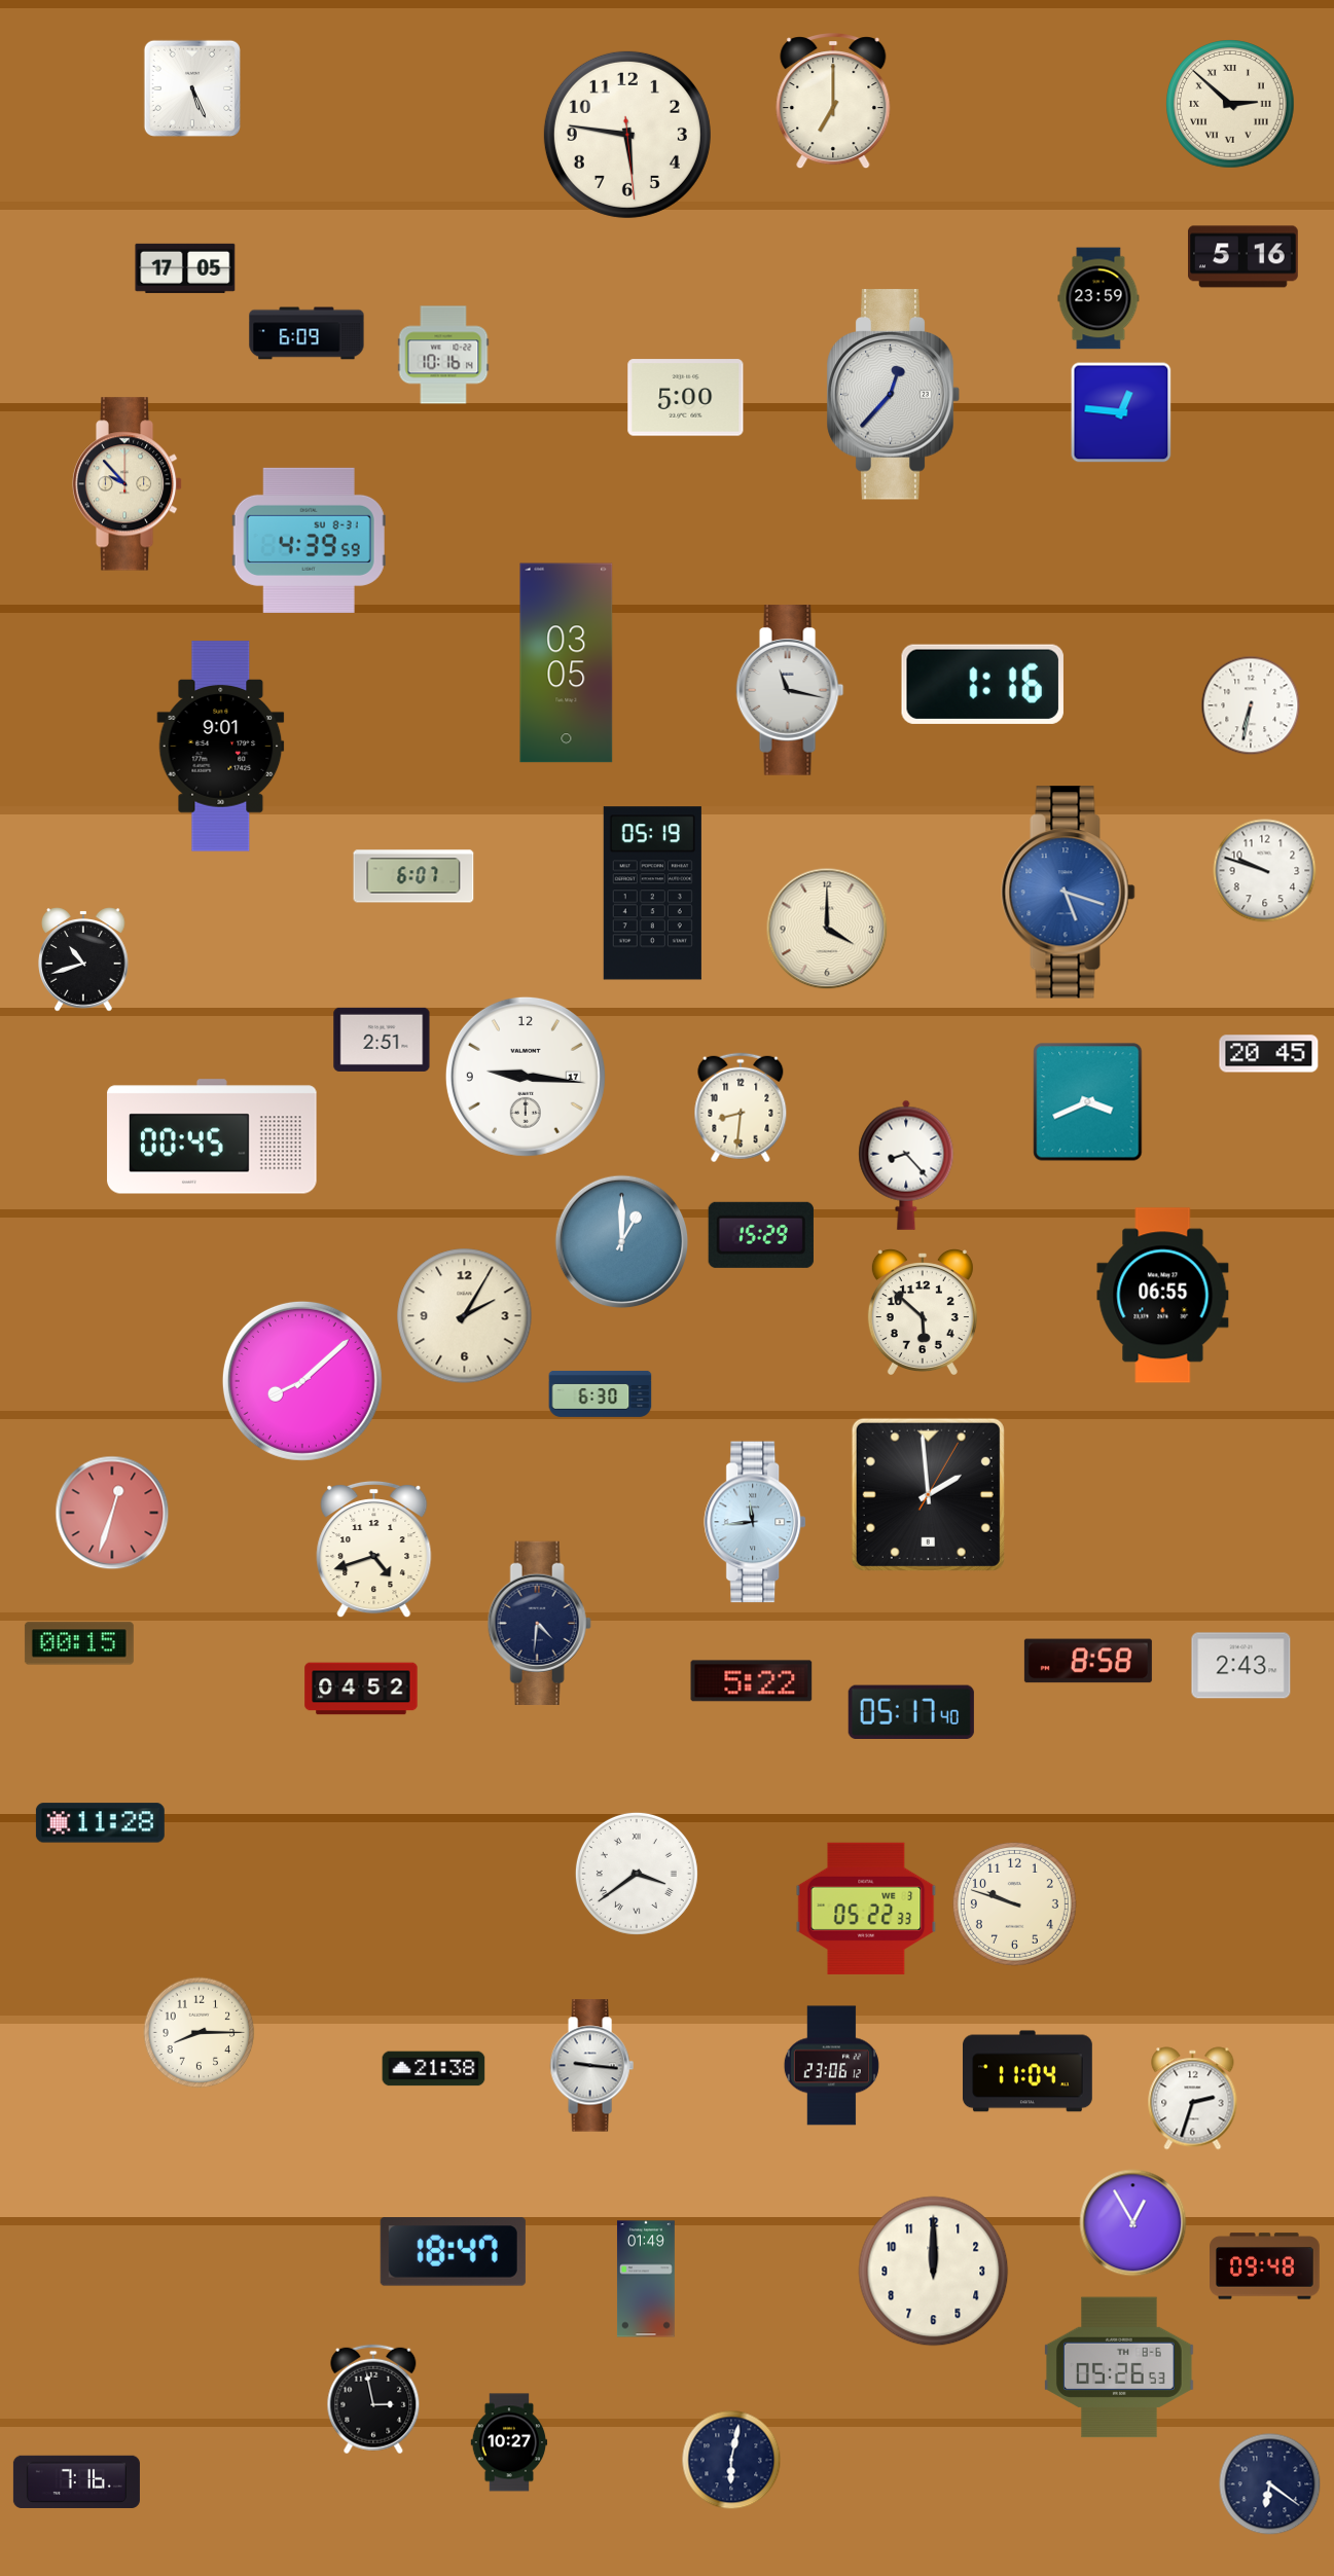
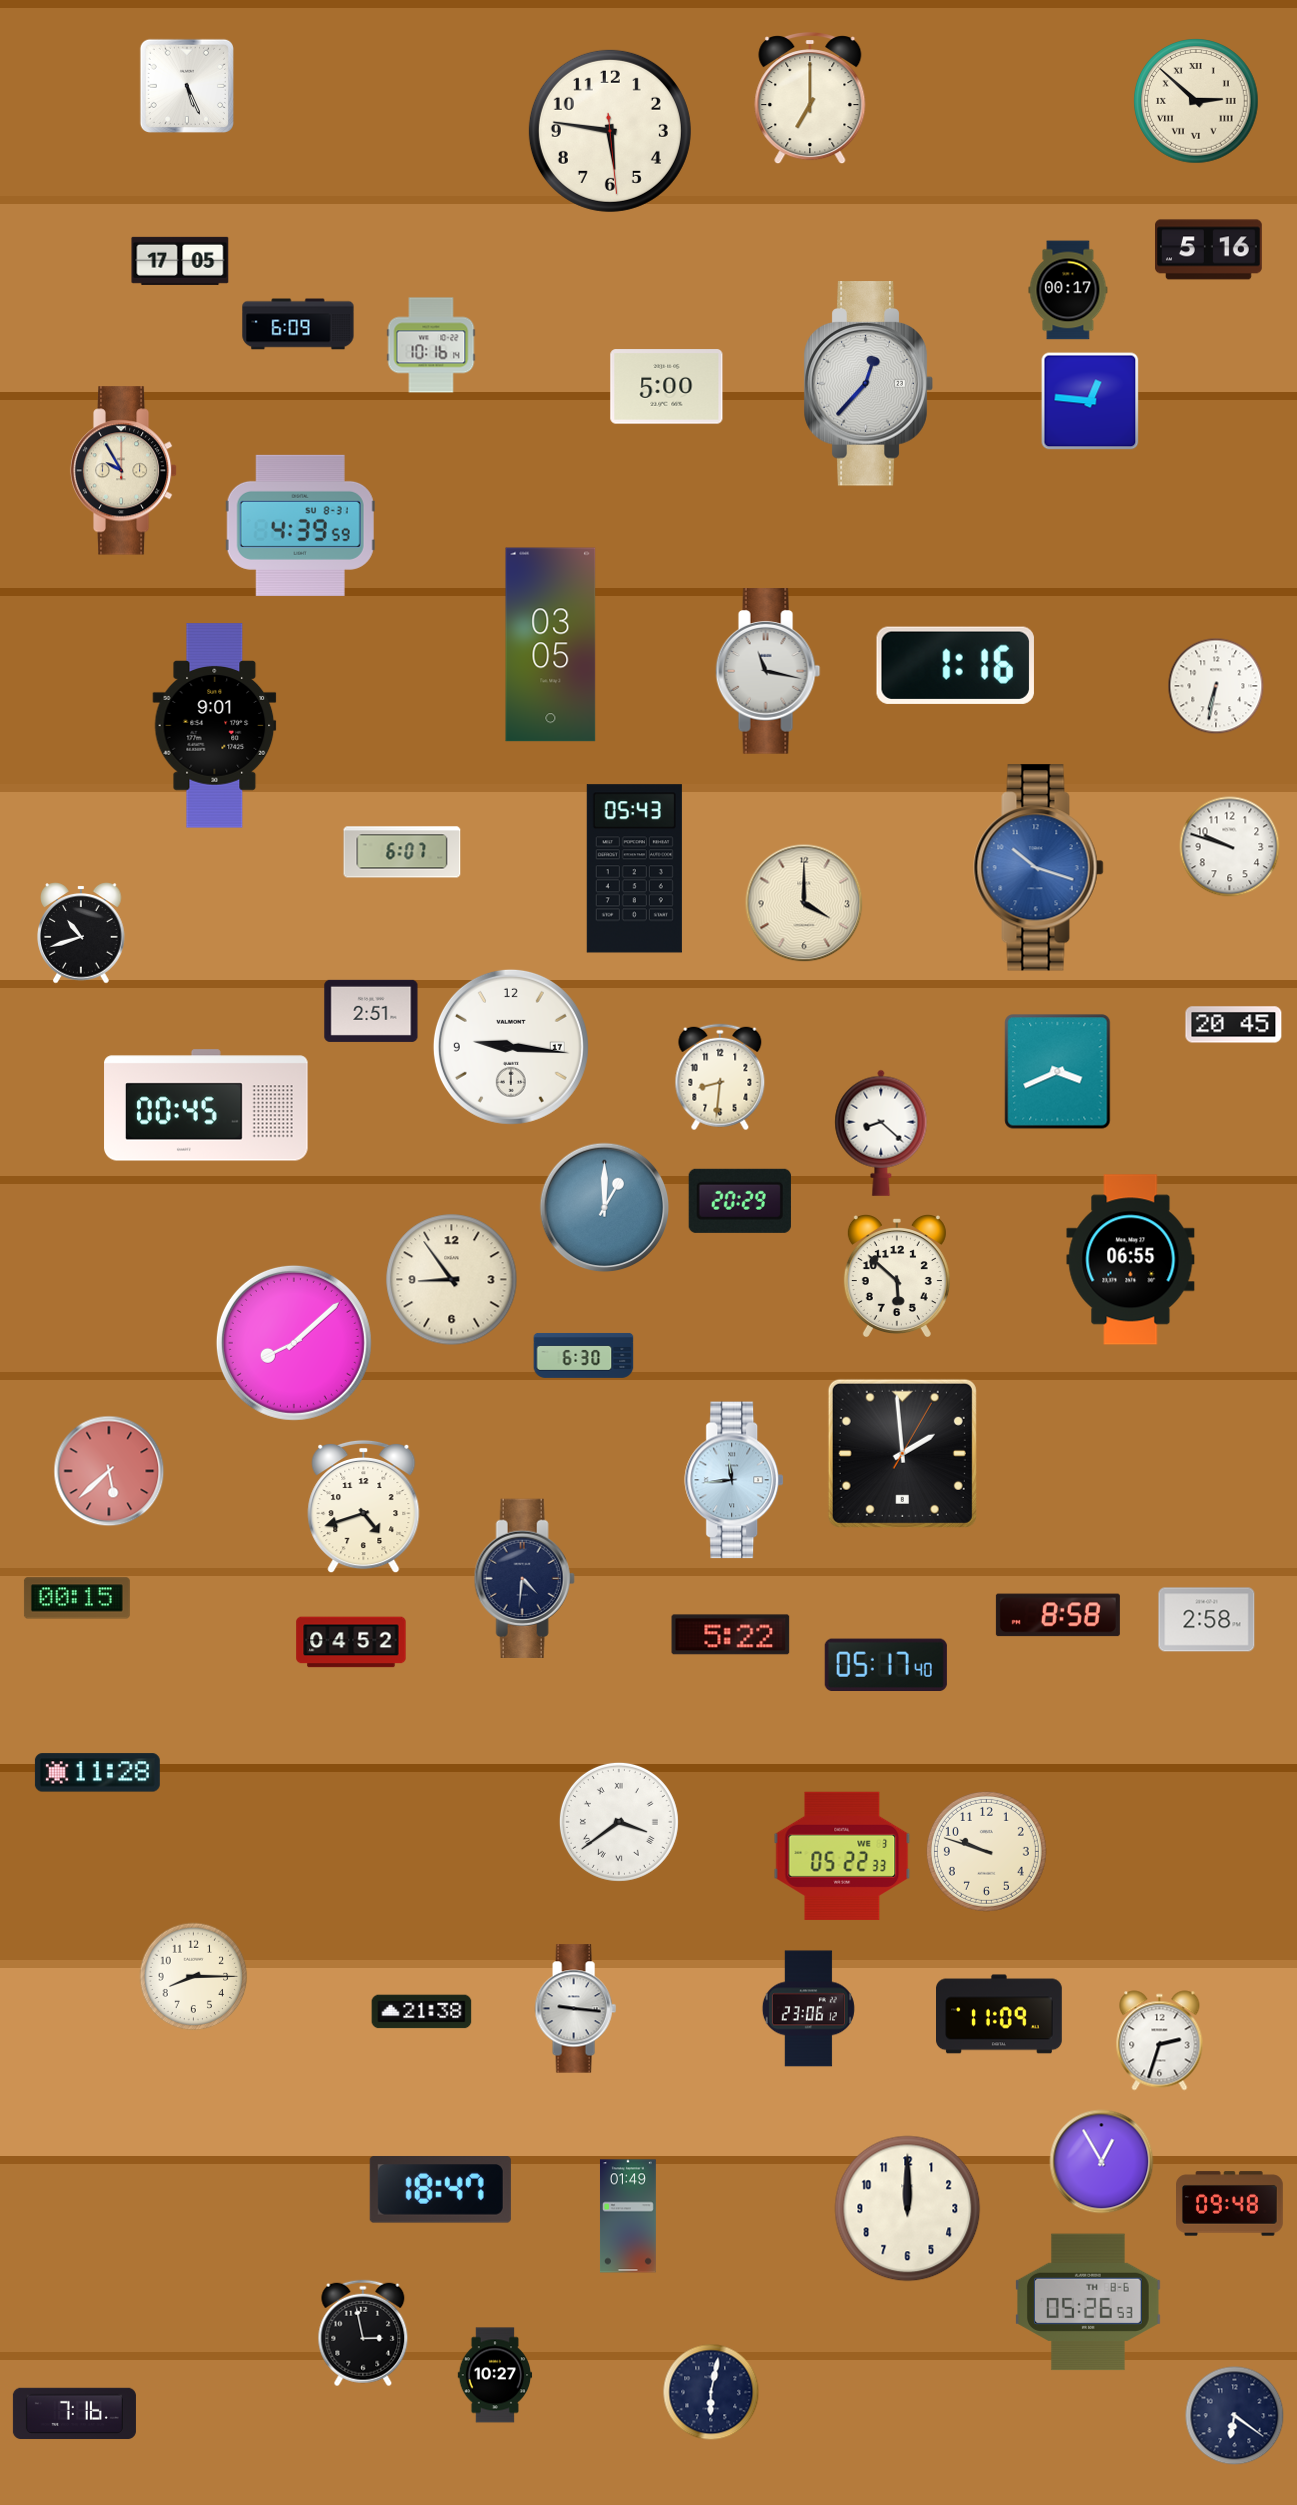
clock at (1098, 298): 23:59 -> 00:17
clock at (128, 484): 9:53 -> 9:55
clock at (1069, 893): 5:18 -> 10:18
clock at (652, 894): 05:19 -> 05:43
clock at (906, 1165): 8:23 -> 8:22
clock at (761, 1235): 15:29 -> 20:29
clock at (465, 1316): 2:05 -> 8:54
clock at (112, 1513): 12:33 -> 5:38
clock at (1241, 1666): 2:43 -> 2:58
clock at (1029, 2071): 11:04 -> 11:09
